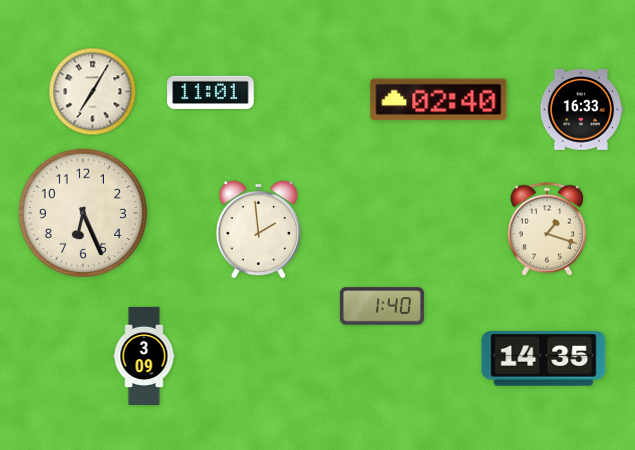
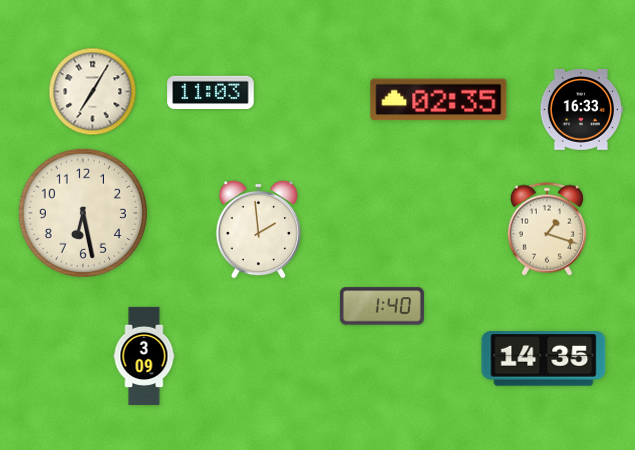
clock at (211, 92): 11:01 -> 11:03
clock at (439, 100): 02:40 -> 02:35
clock at (83, 213): 6:26 -> 6:28
